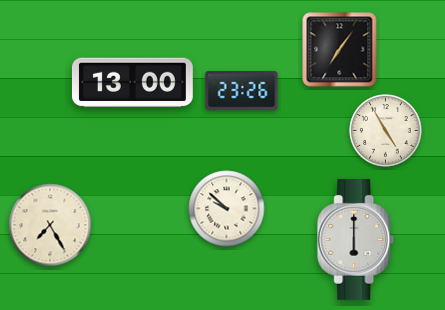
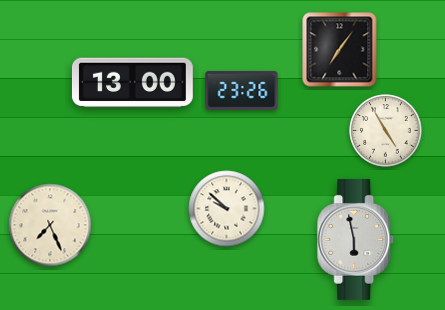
clock at (50, 225): 7:25 -> 7:26
clock at (356, 239): 6:00 -> 5:58
